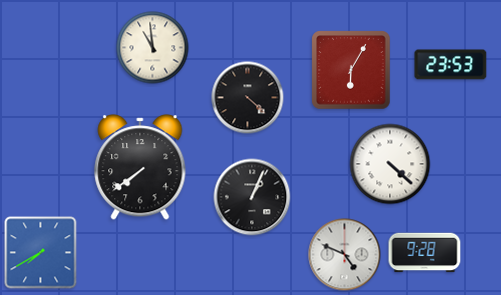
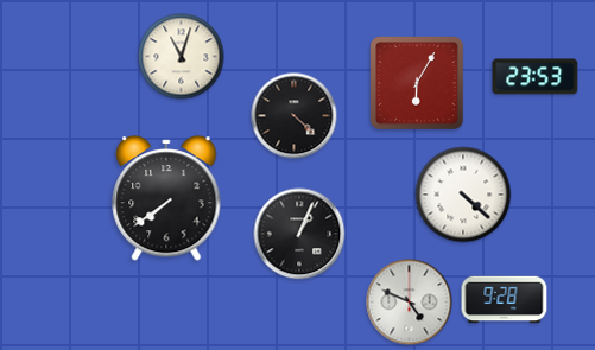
clock at (153, 48): 10:59 -> 11:03
clock at (41, 253): 7:40 -> none
